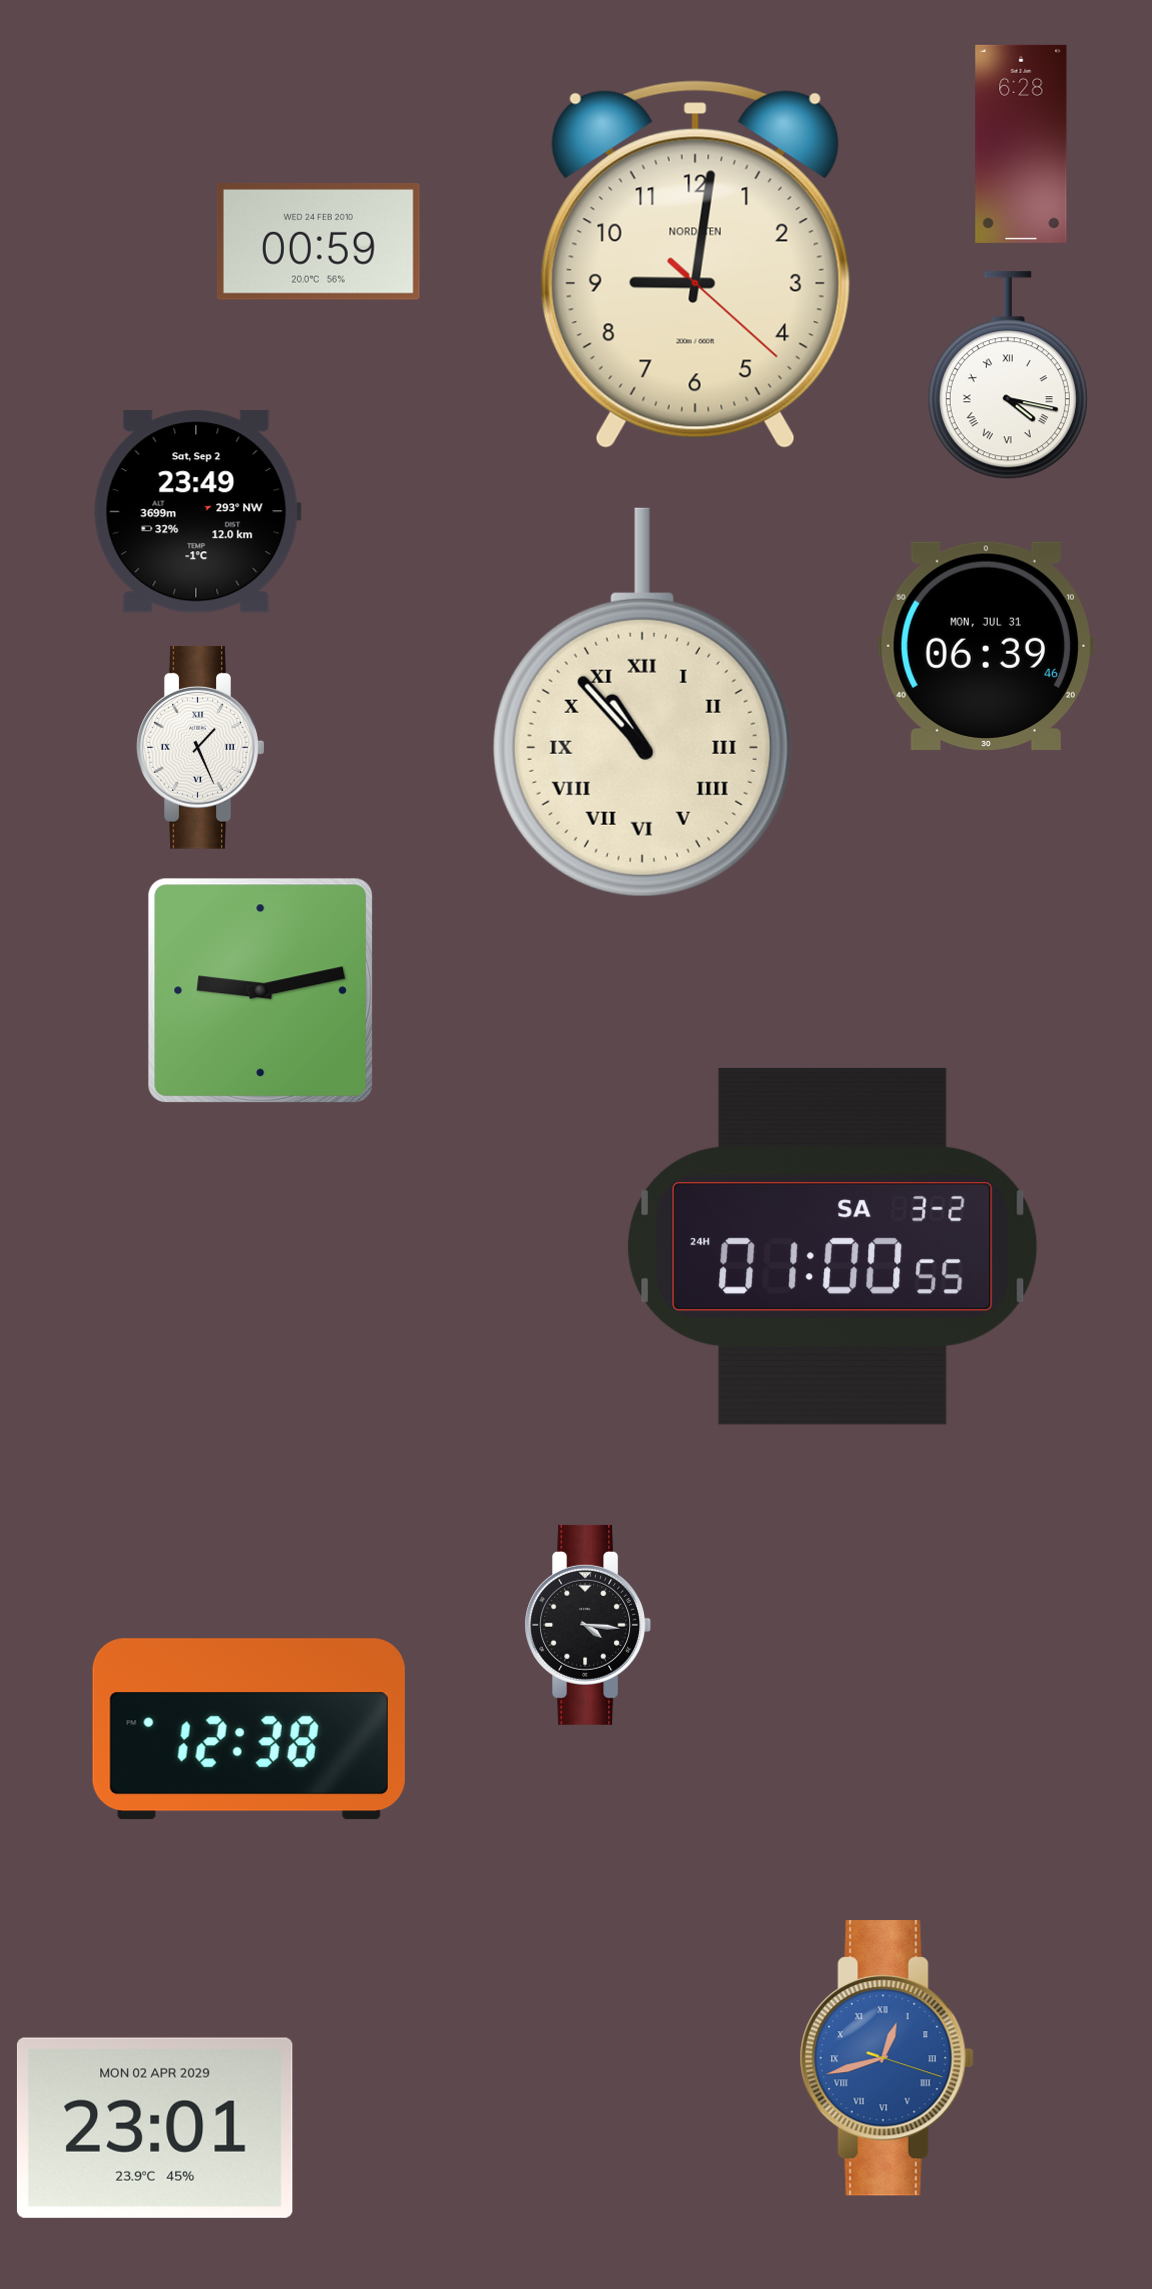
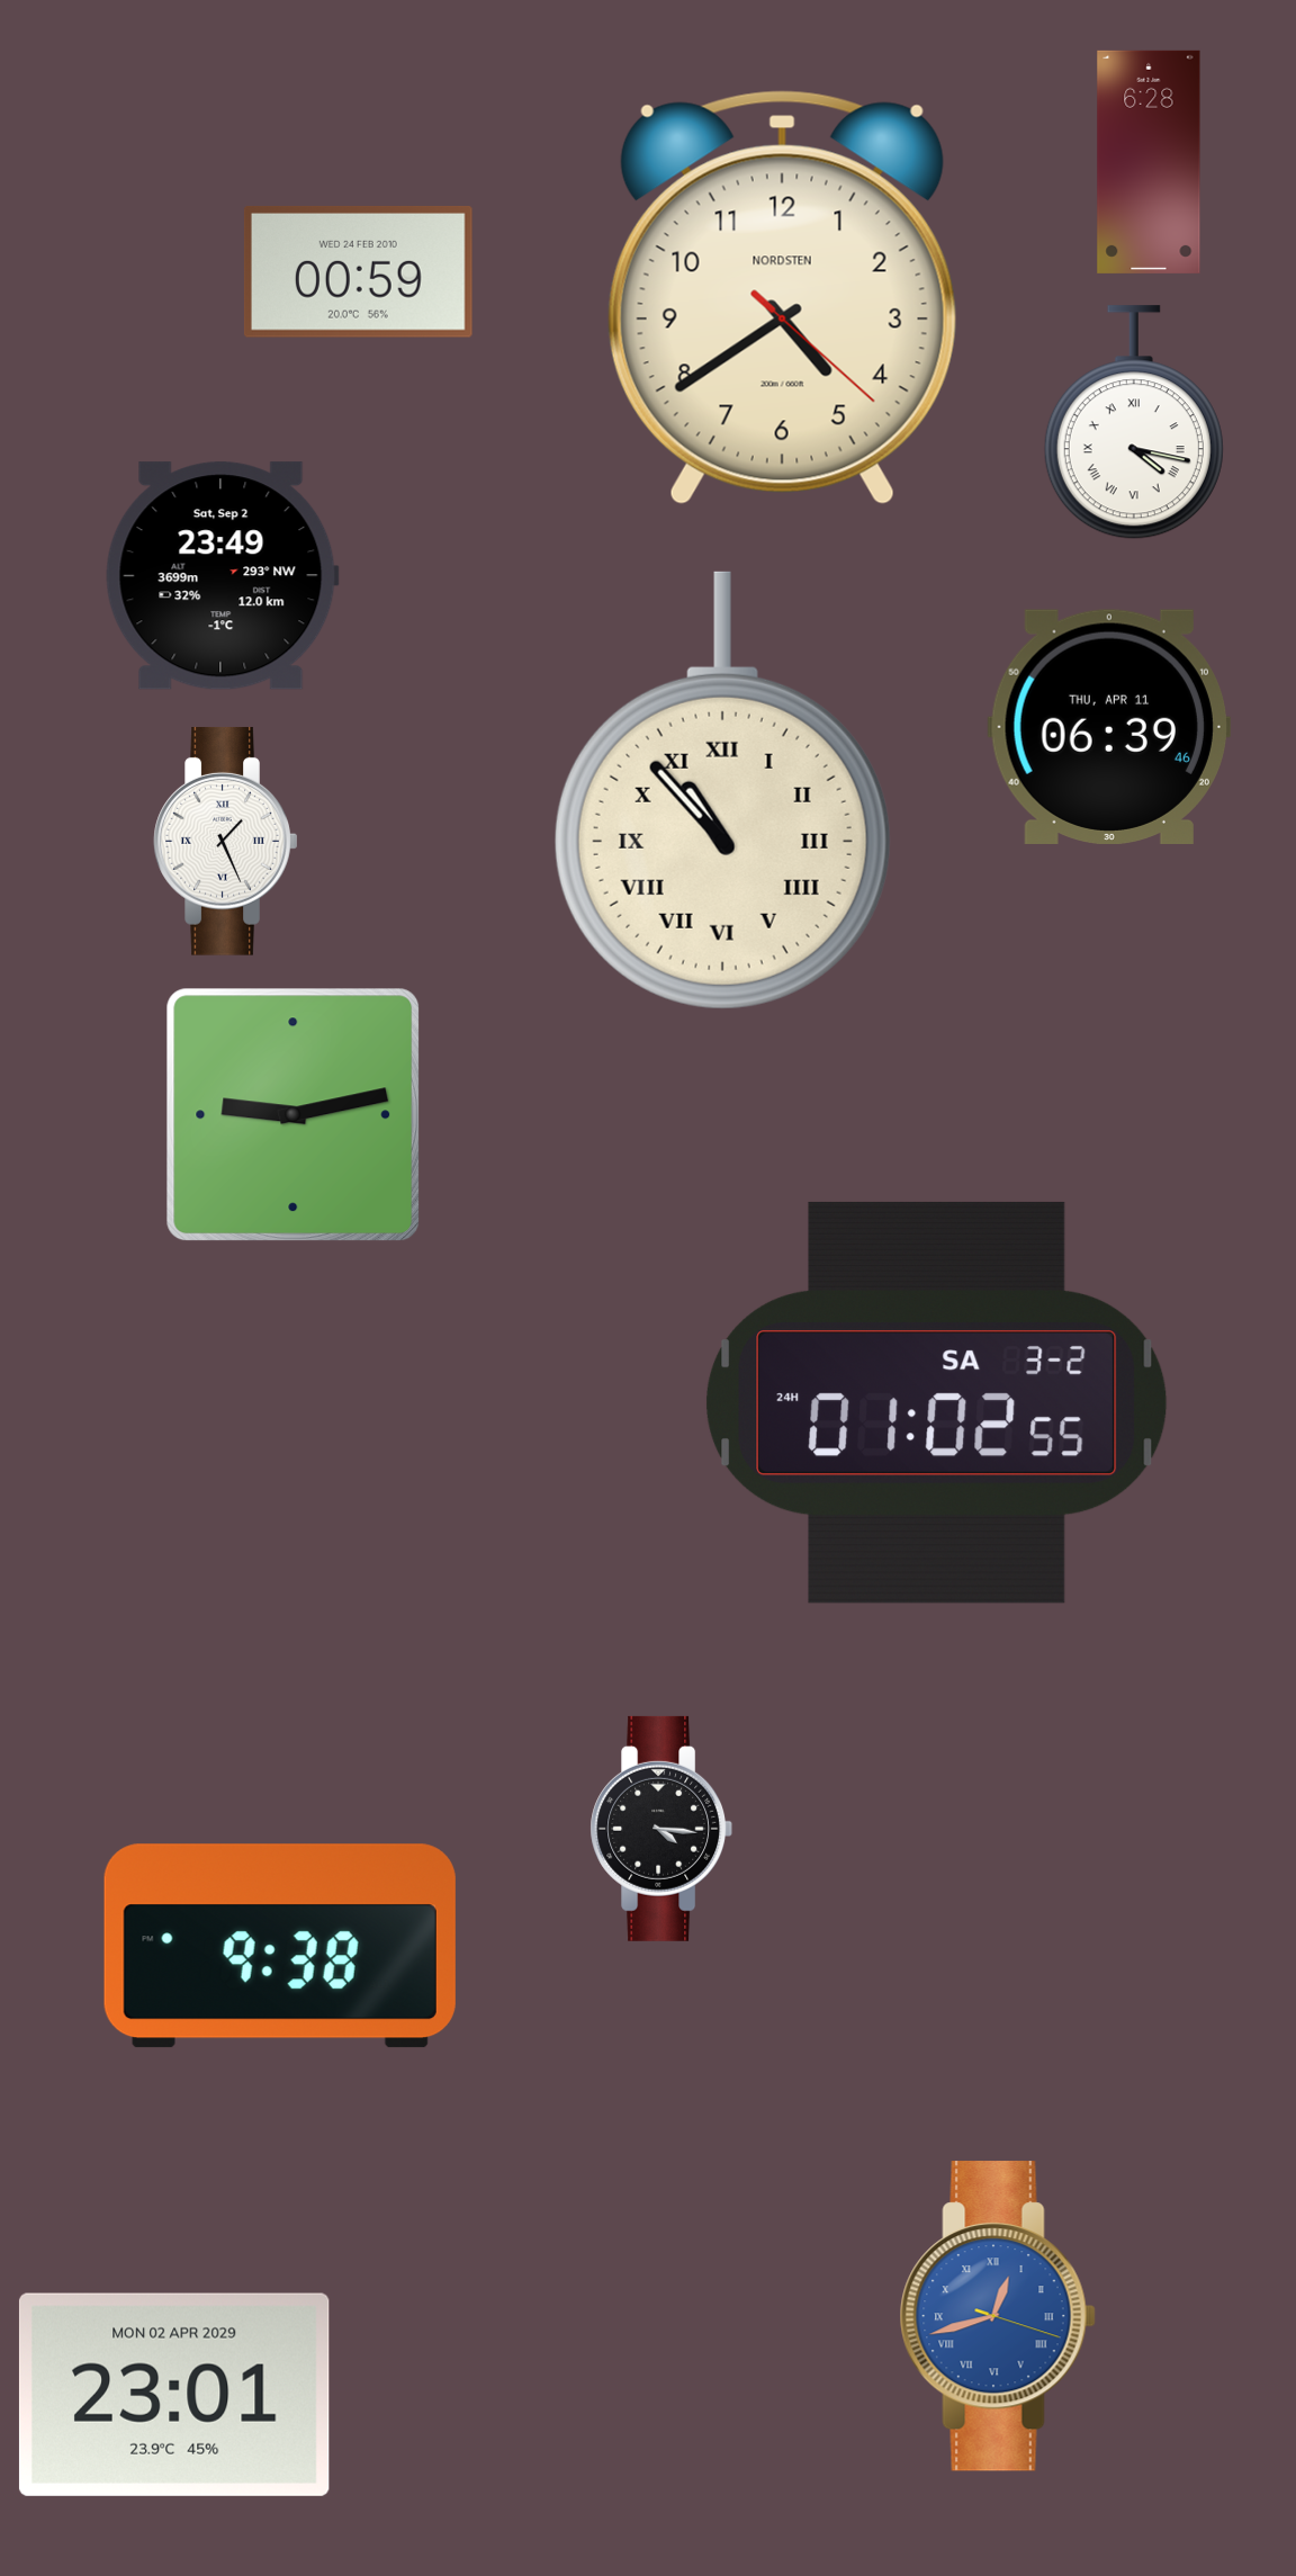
clock at (695, 264): 9:01 -> 4:39
clock at (986, 646) date: MON, JUL 31 -> THU, APR 11
clock at (832, 1246): 01:00 -> 01:02
clock at (249, 1729): 12:38 -> 9:38
